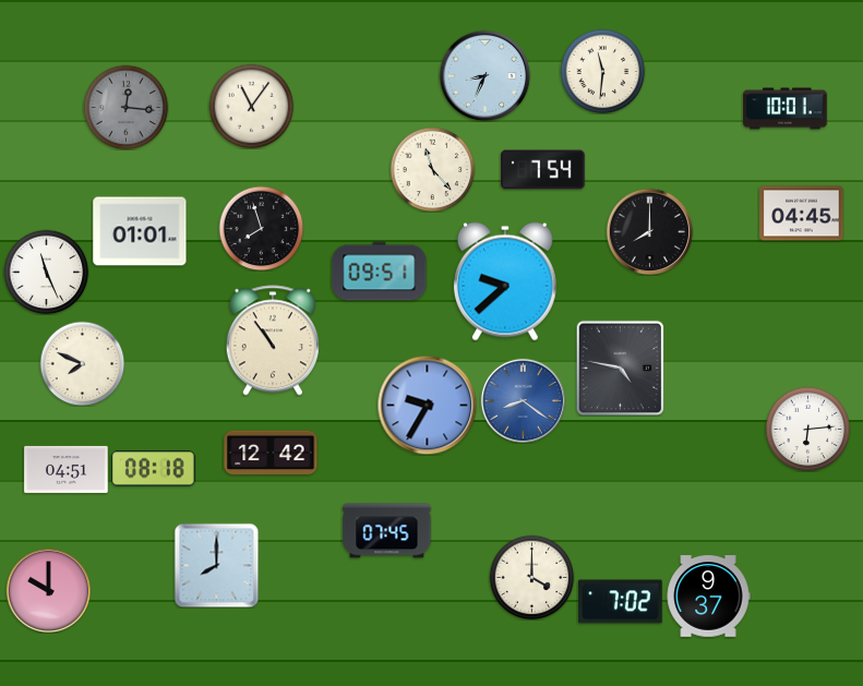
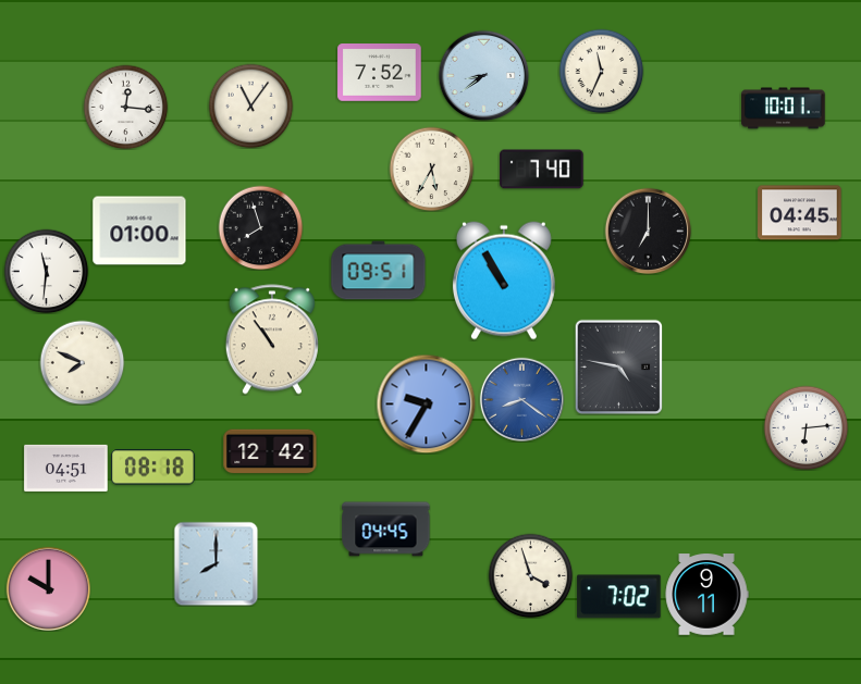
clock at (602, 71): 11:31 -> 11:34
clock at (380, 73): none -> 7:52
clock at (484, 75): 8:34 -> 8:39
clock at (125, 107) dial: grey -> white
clock at (432, 169): 11:23 -> 5:35
clock at (543, 170): 7:54 -> 7:40
clock at (140, 231): 01:01 -> 01:00
clock at (649, 231): 8:00 -> 7:00
clock at (46, 272): 11:26 -> 11:31
clock at (505, 281): 9:38 -> 10:55
clock at (387, 531): 07:45 -> 04:45
clock at (531, 577): 4:00 -> 3:57
clock at (708, 597): 9:37 -> 9:11
clock at (621, 602) position: (621, 602) -> (619, 597)
